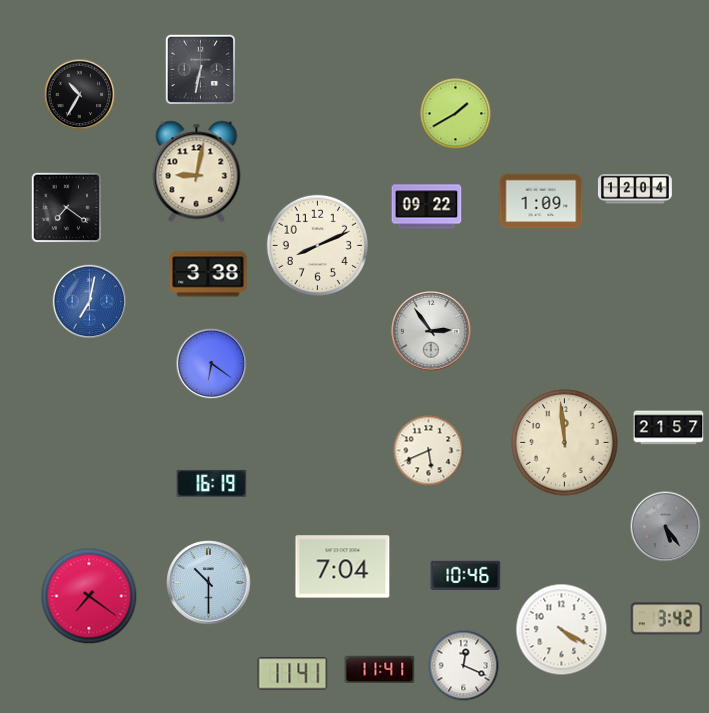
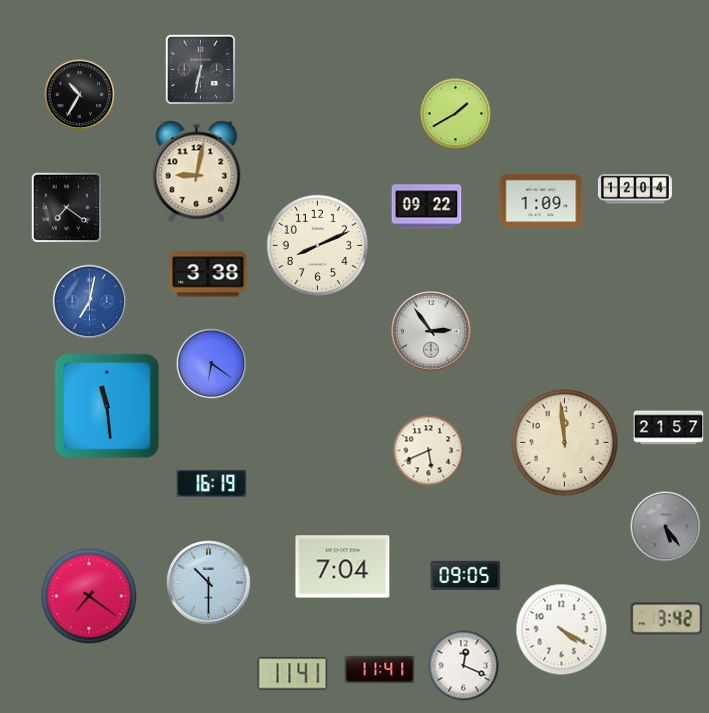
clock at (107, 406): none -> 11:29
clock at (466, 575): 10:46 -> 09:05
